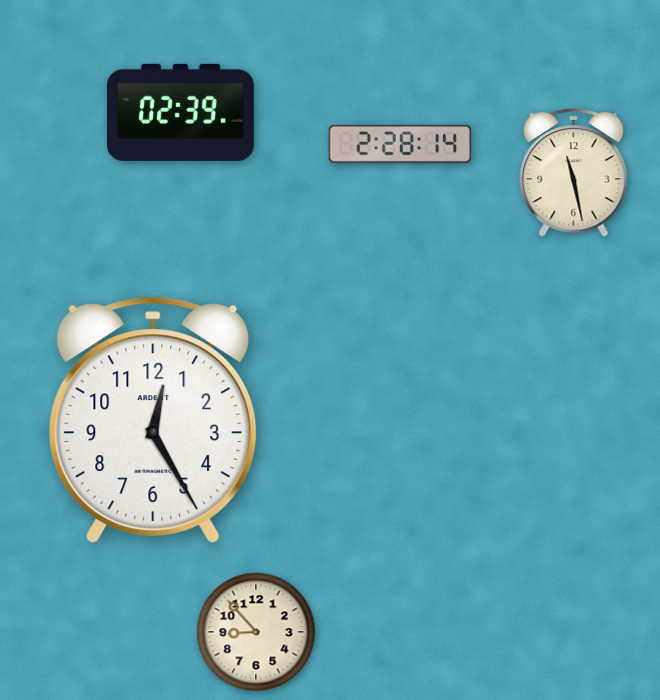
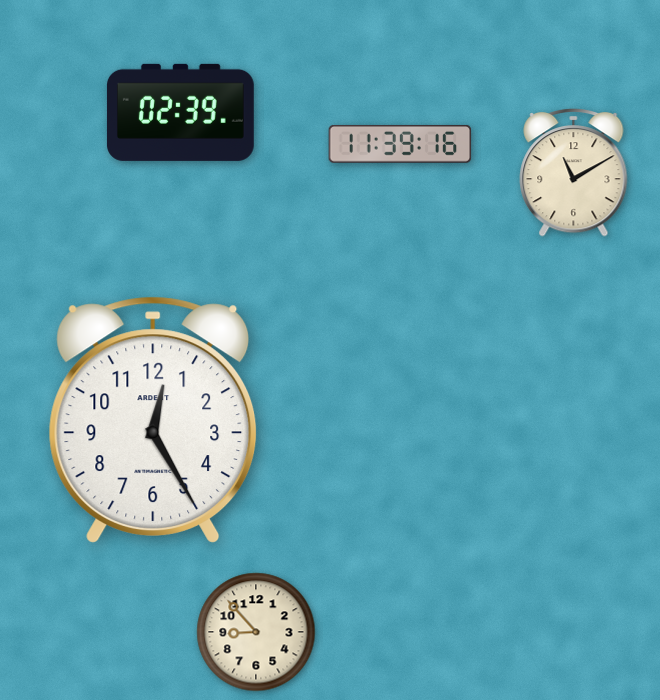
clock at (400, 144): 2:28 -> 11:39
clock at (574, 173): 11:28 -> 11:10
